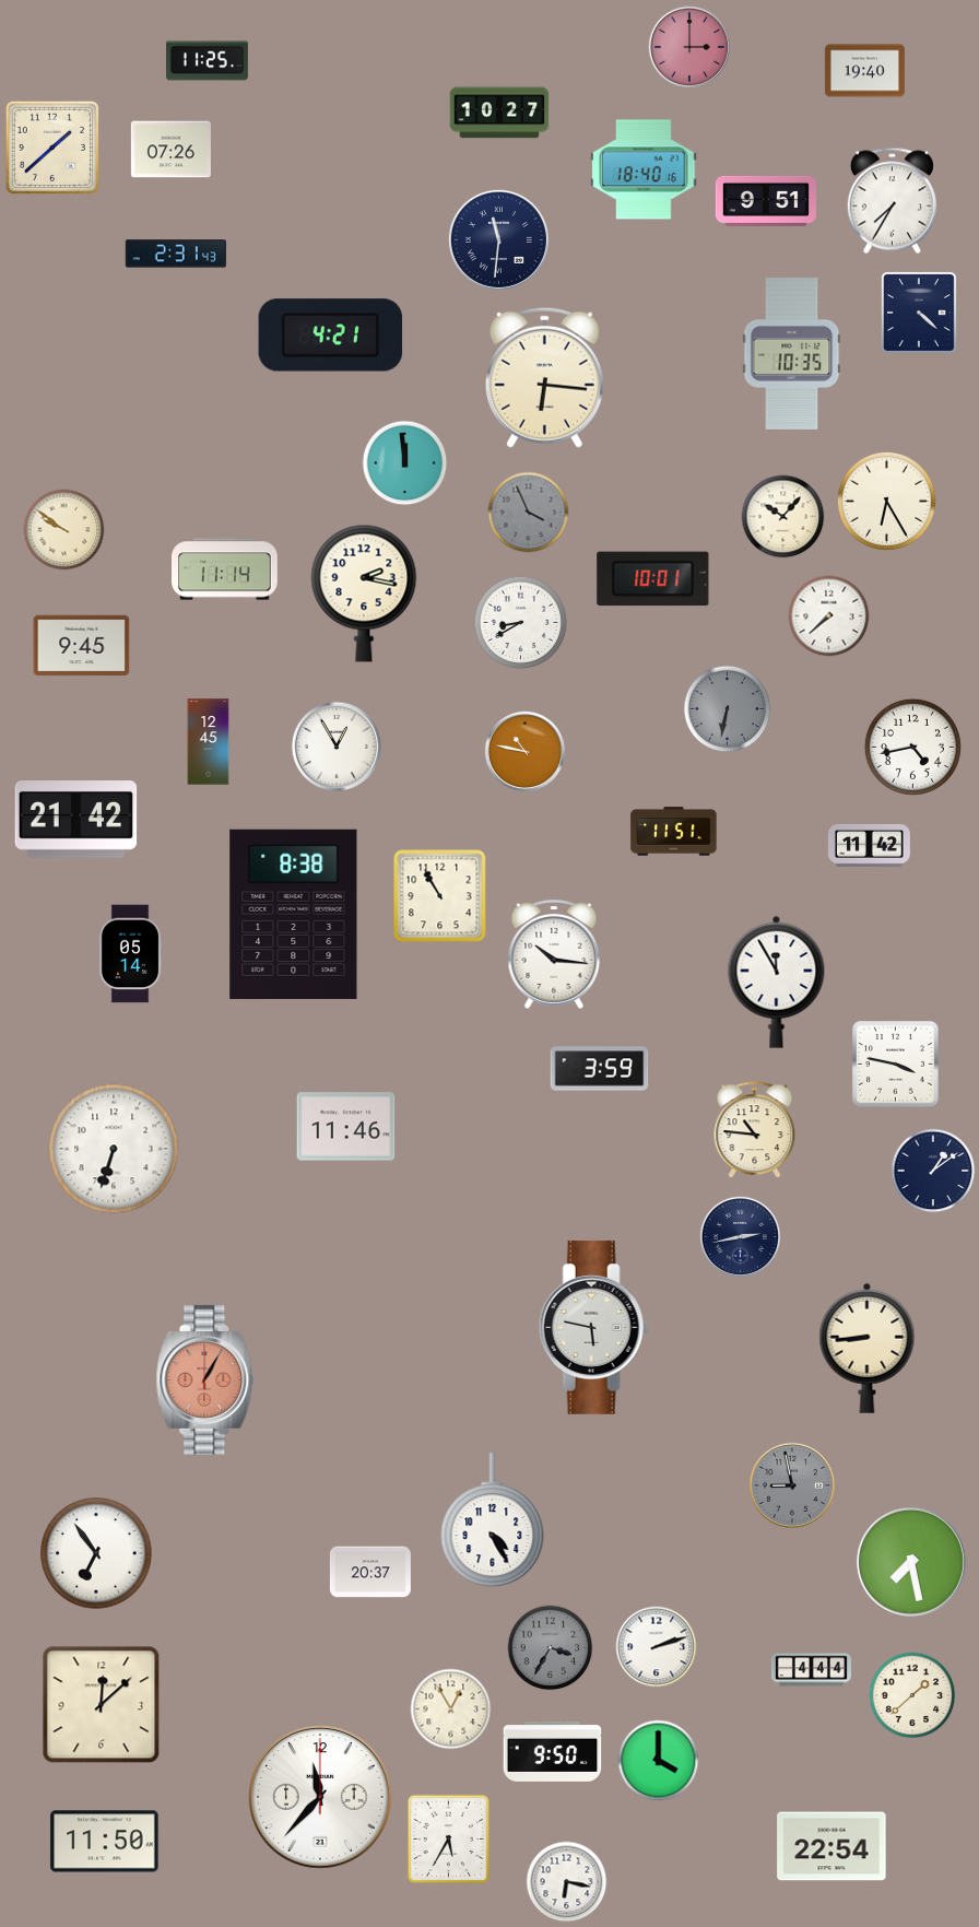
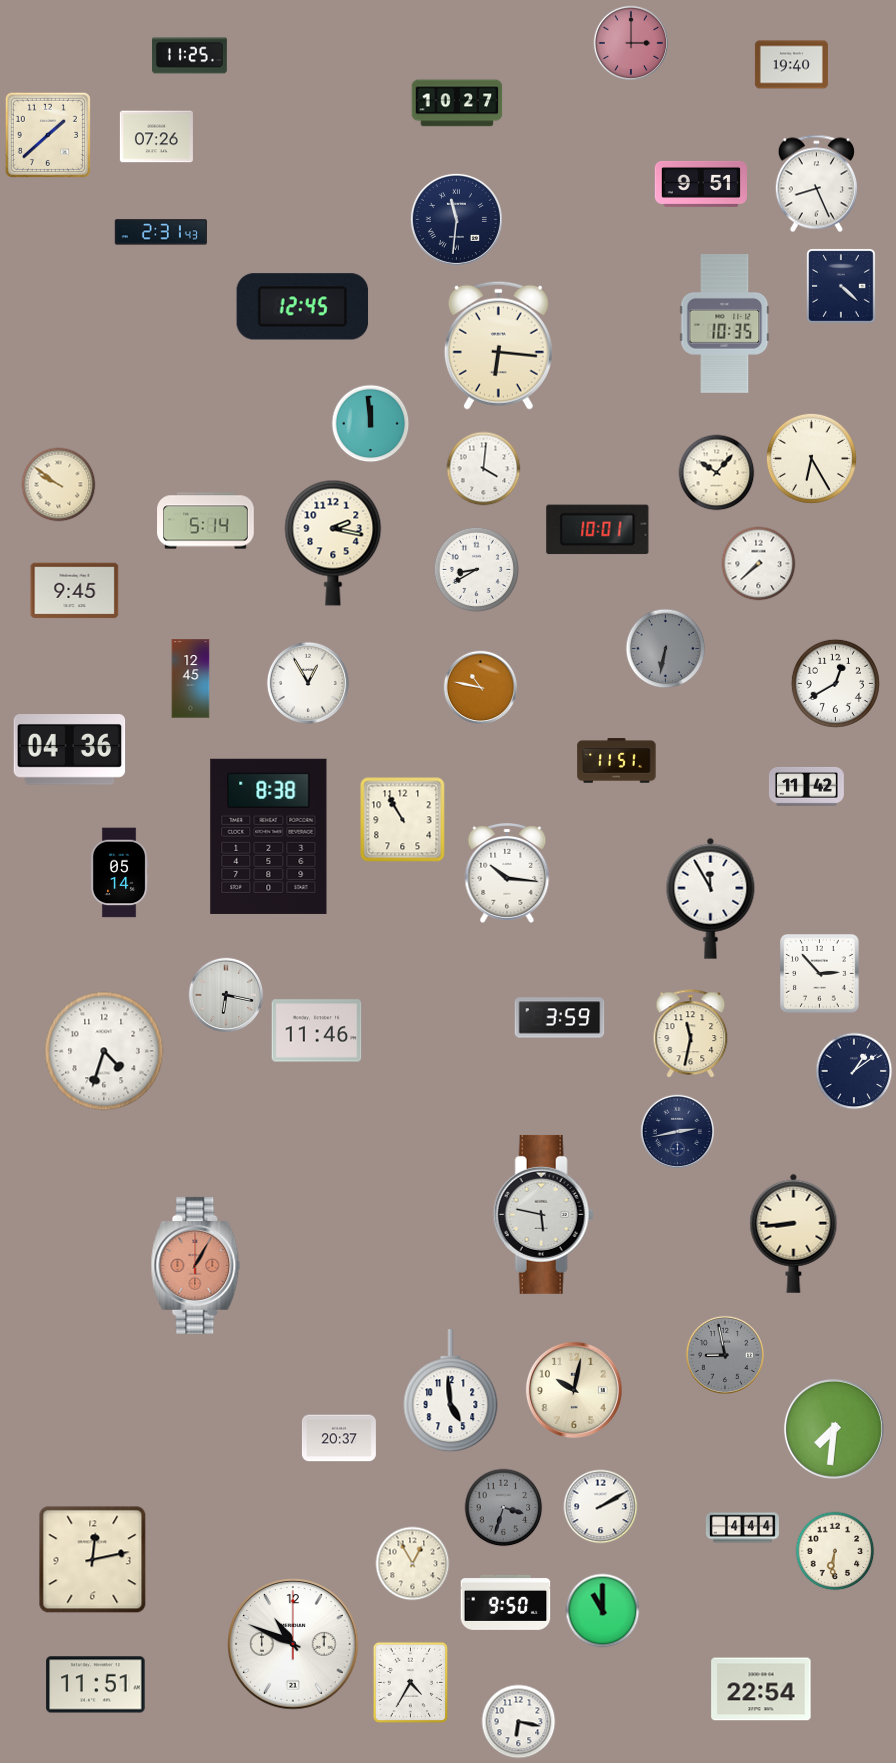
clock at (644, 169): 18:40 -> none
clock at (892, 201): 7:35 -> 8:26
clock at (331, 336): 4:21 -> 12:45
clock at (529, 513): 3:56 -> 4:01
clock at (529, 513) dial: grey -> white
clock at (225, 569): 11:14 -> 5:14
clock at (912, 747): 4:43 -> 12:40
clock at (76, 820): 21:42 -> 04:36
clock at (869, 845) position: (869, 845) -> (806, 786)
clock at (896, 1065): 3:47 -> 2:53
clock at (600, 1069) position: (600, 1069) -> (560, 1018)
clock at (226, 995): none -> 6:17
clock at (755, 1130): 10:46 -> 11:32
clock at (114, 1149): 6:33 -> 4:33
clock at (205, 1379) position: (205, 1379) -> (196, 1265)
clock at (791, 1484) position: (791, 1484) -> (724, 1354)
clock at (574, 1390): none -> 10:02
clock at (493, 1520): 4:25 -> 4:59
clock at (96, 1553): 6:54 -> none
clock at (911, 1562): 7:28 -> 7:31
clock at (657, 1647): 2:12 -> 2:10
clock at (551, 1648): 3:35 -> 3:33
clock at (912, 1695): 1:38 -> 6:31
clock at (102, 1705): 12:08 -> 12:13
clock at (659, 1761): 4:00 -> 11:00
clock at (320, 1797): 11:37 -> 10:49
clock at (449, 1840): 5:35 -> 4:35
clock at (105, 1842): 11:50 -> 11:51
